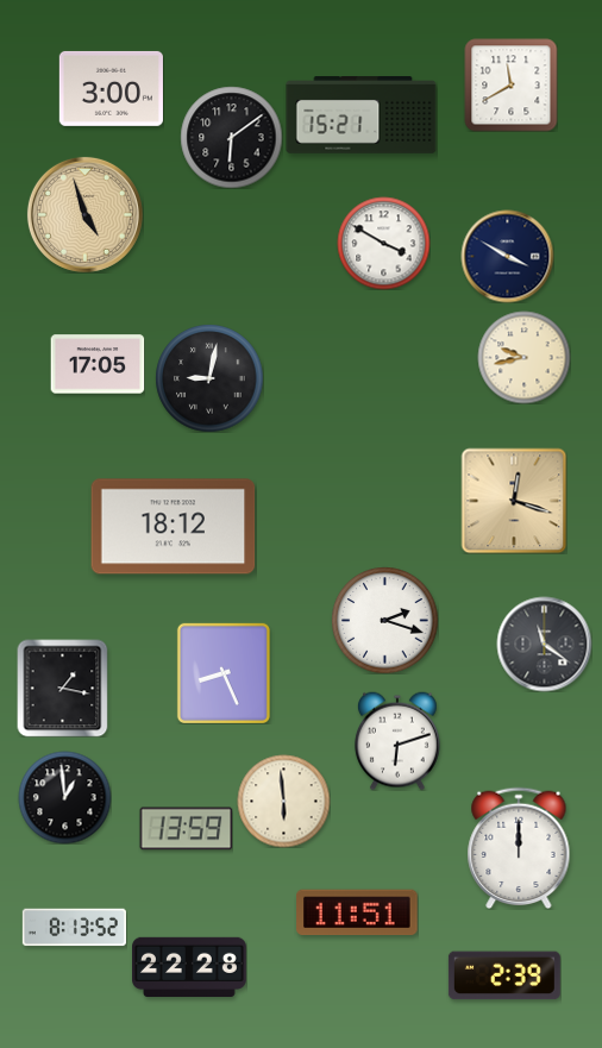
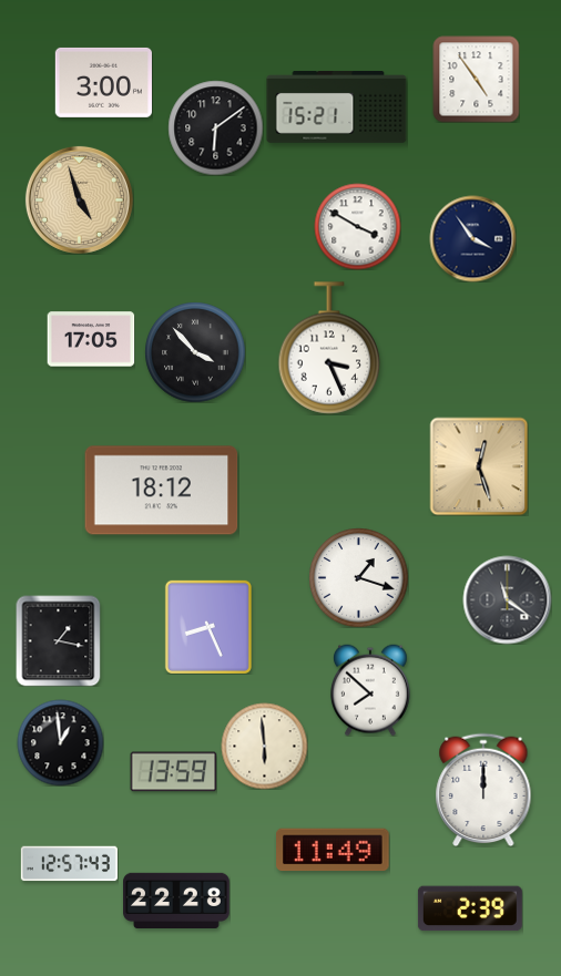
clock at (510, 84): 11:40 -> 4:54
clock at (507, 256): 3:50 -> 3:54
clock at (523, 357): 9:43 -> none
clock at (329, 348): none -> 3:26
clock at (209, 378): 9:02 -> 3:53
clock at (514, 501): 12:18 -> 12:27
clock at (384, 620): 2:18 -> 1:18
clock at (397, 741): 6:12 -> 7:52
clock at (357, 912): 11:51 -> 11:49
clock at (74, 928): 8:13 -> 12:57
